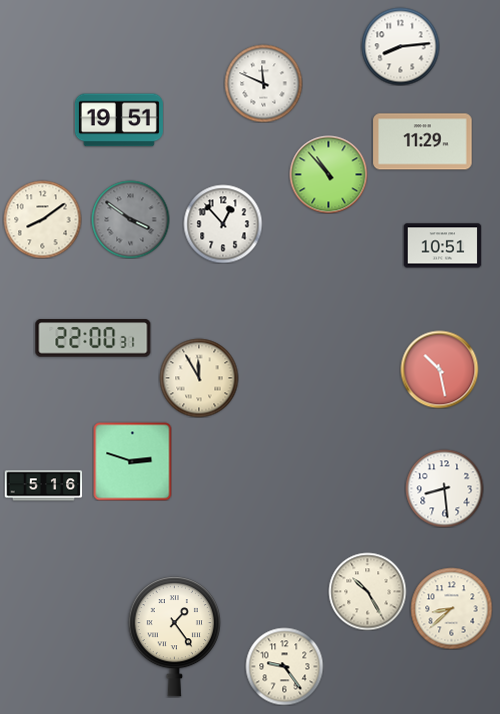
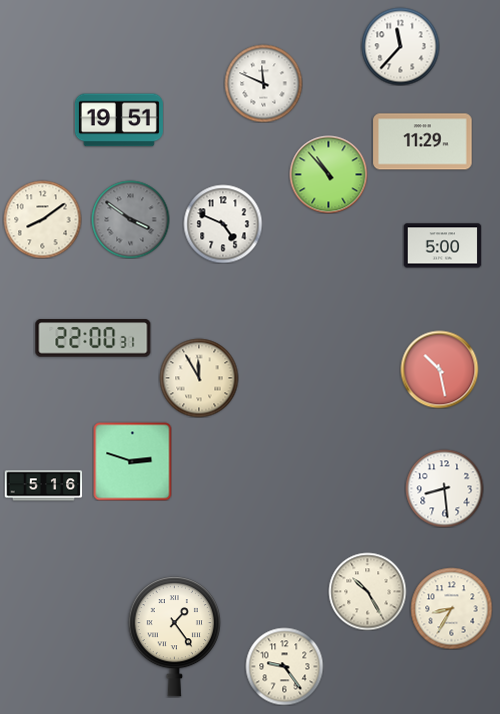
clock at (400, 46): 8:14 -> 11:37
clock at (223, 224): 12:53 -> 4:49
clock at (442, 246): 10:51 -> 5:00
clock at (451, 608): 8:38 -> 8:35
